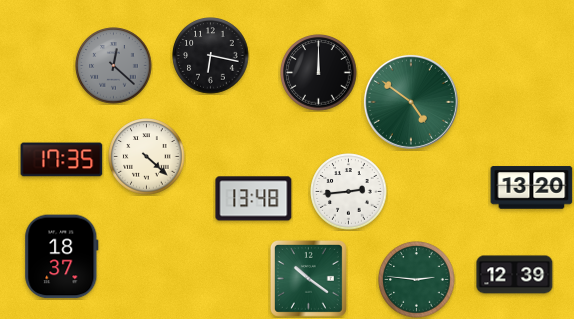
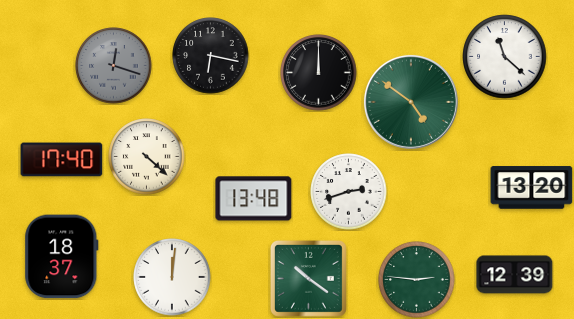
clock at (505, 57): none -> 11:22
clock at (114, 66): 12:22 -> 12:18
clock at (62, 160): 17:35 -> 17:40
clock at (349, 192): 2:44 -> 2:42
clock at (172, 277): none -> 12:01
